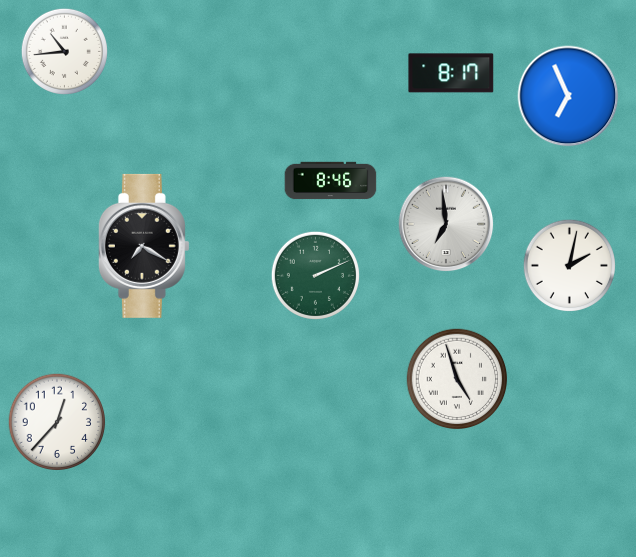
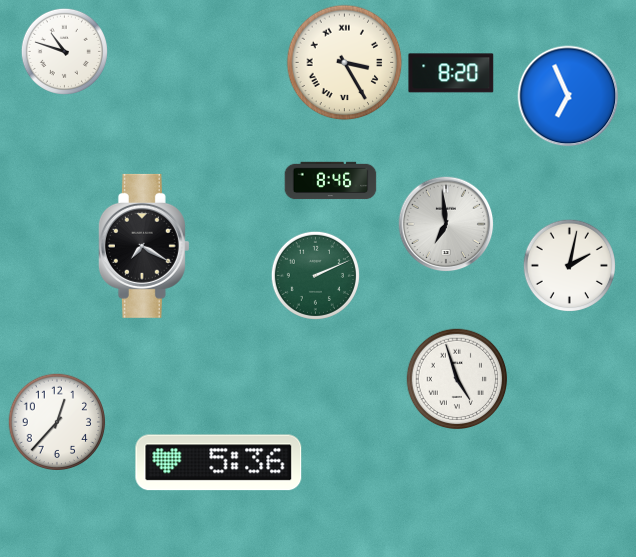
clock at (64, 51): 10:44 -> 10:48
clock at (345, 63): none -> 3:25
clock at (451, 73): 8:17 -> 8:20
clock at (219, 463): none -> 5:36
